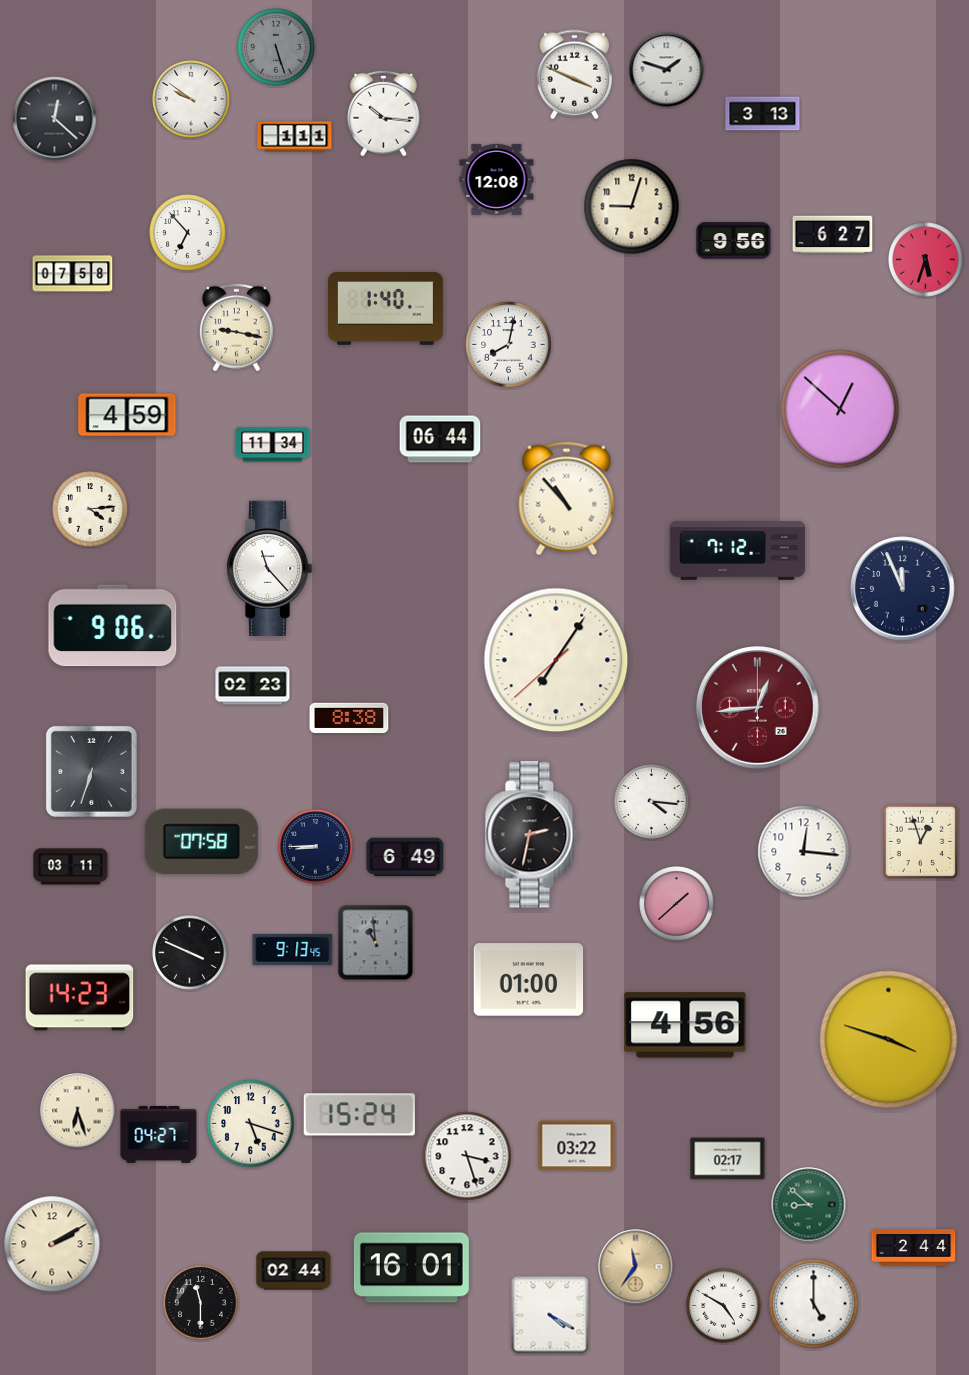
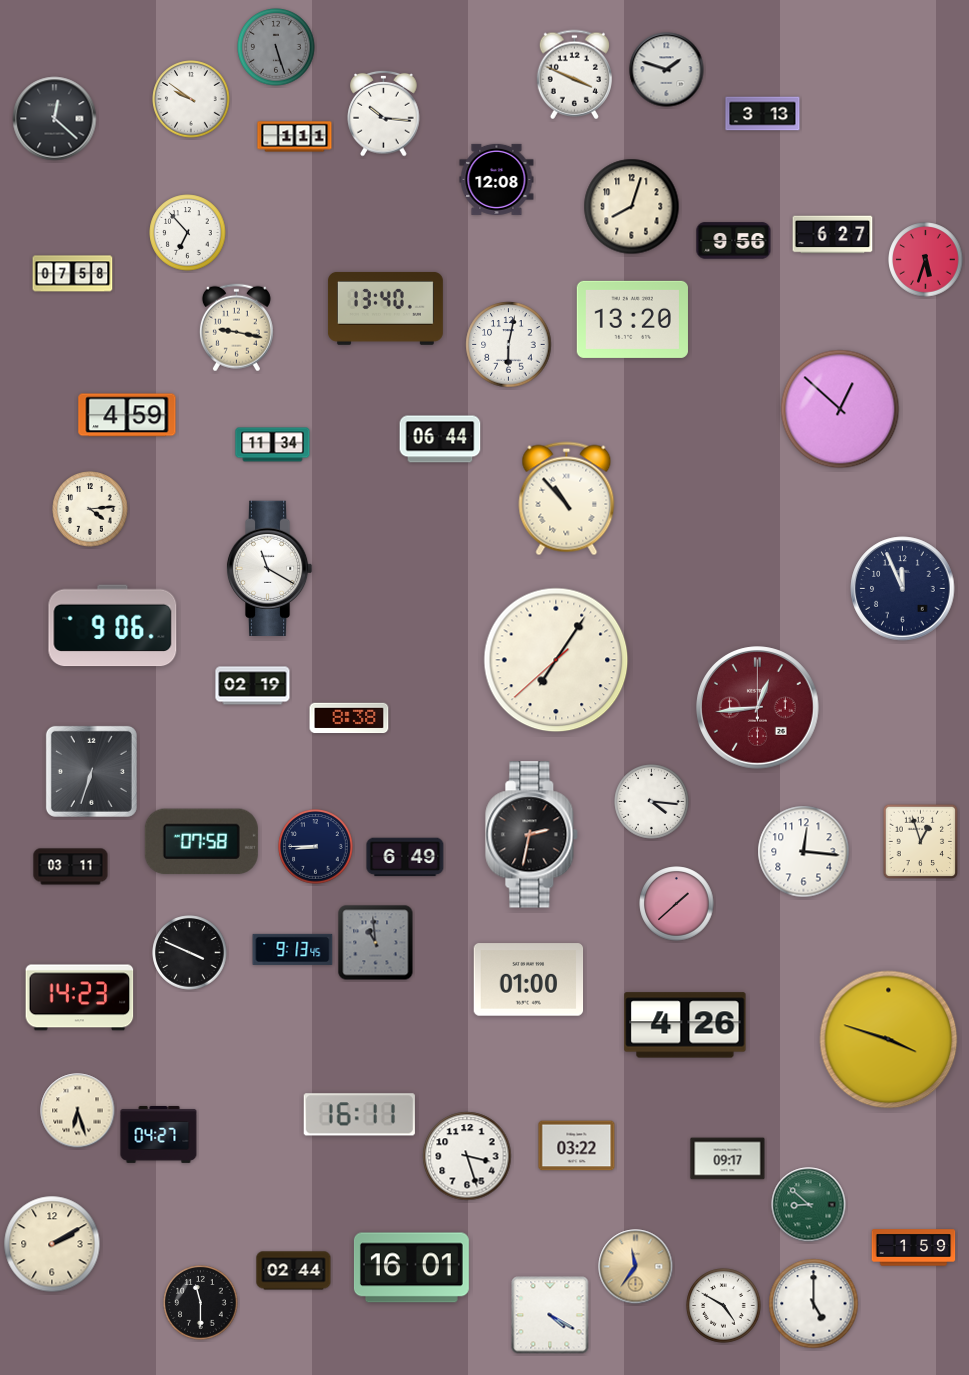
clock at (632, 207): 9:03 -> 8:03
clock at (385, 308): 1:40 -> 13:40
clock at (632, 319): none -> 13:20
clock at (509, 345): 8:02 -> 6:02
clock at (738, 551): 7:12 -> none
clock at (269, 568): 11:23 -> 11:20
clock at (253, 686): 02:23 -> 02:19
clock at (685, 1025): 4:56 -> 4:26
clock at (359, 1115): 15:24 -> 16:11
clock at (251, 1124): 5:18 -> none
clock at (728, 1159): 02:17 -> 09:17
clock at (914, 1248): 2:44 -> 1:59
